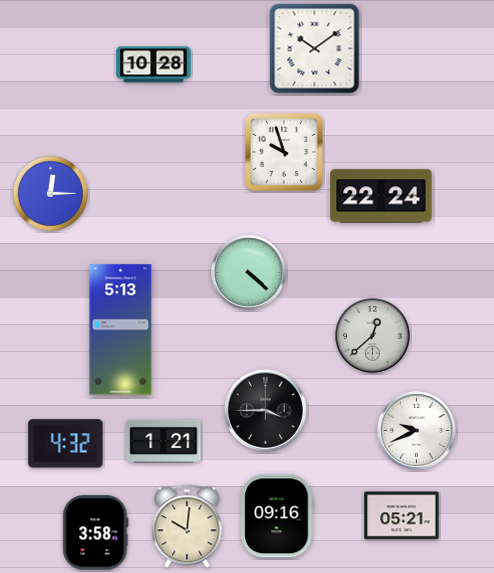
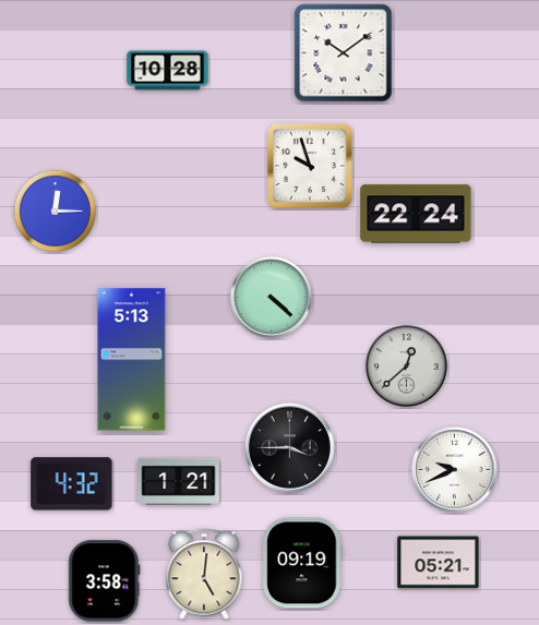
clock at (277, 516): 09:16 -> 09:19
clock at (187, 526): 10:01 -> 5:01
